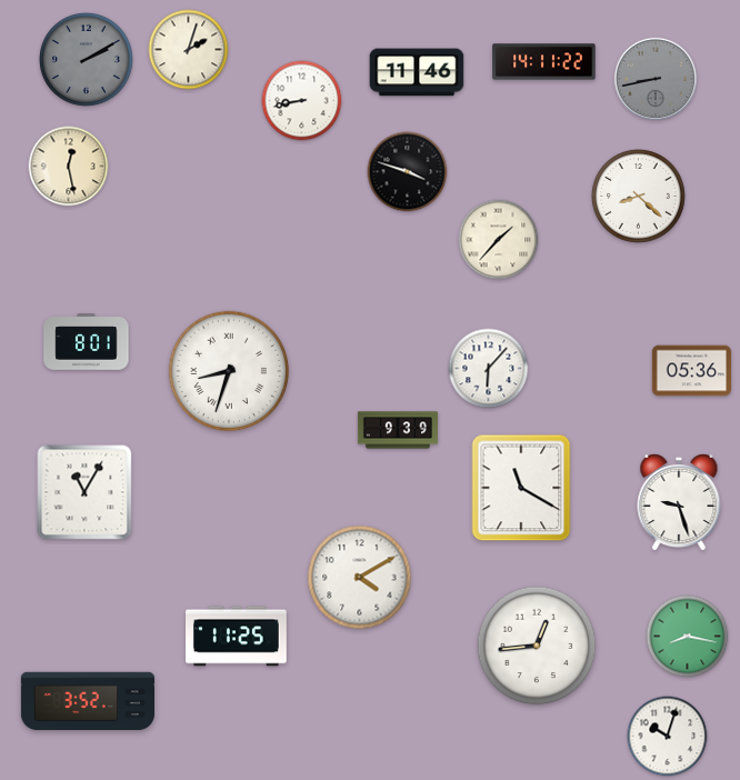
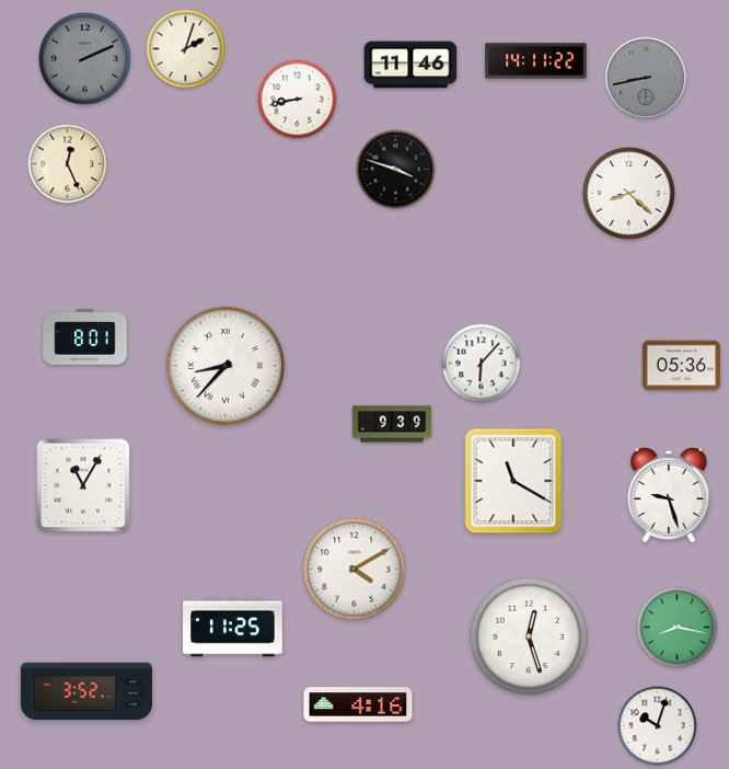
clock at (87, 60): 2:10 -> 2:11
clock at (417, 72) position: (417, 72) -> (410, 65)
clock at (69, 167): 12:28 -> 12:26
clock at (408, 172) position: (408, 172) -> (396, 170)
clock at (499, 240): 1:37 -> none
clock at (229, 371): 8:33 -> 8:37
clock at (537, 646): 12:44 -> 12:27
clock at (358, 704): none -> 4:16
